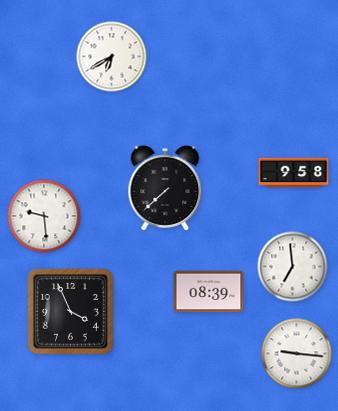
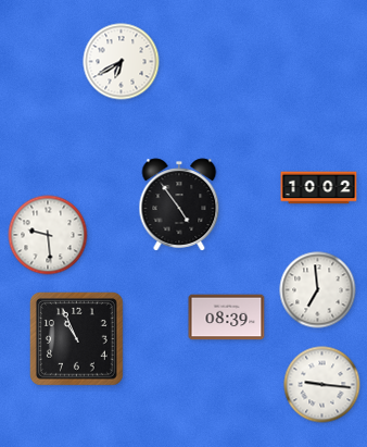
clock at (294, 173): 9:58 -> 10:02
clock at (165, 188): 7:38 -> 4:54
clock at (70, 311): 3:56 -> 10:56
